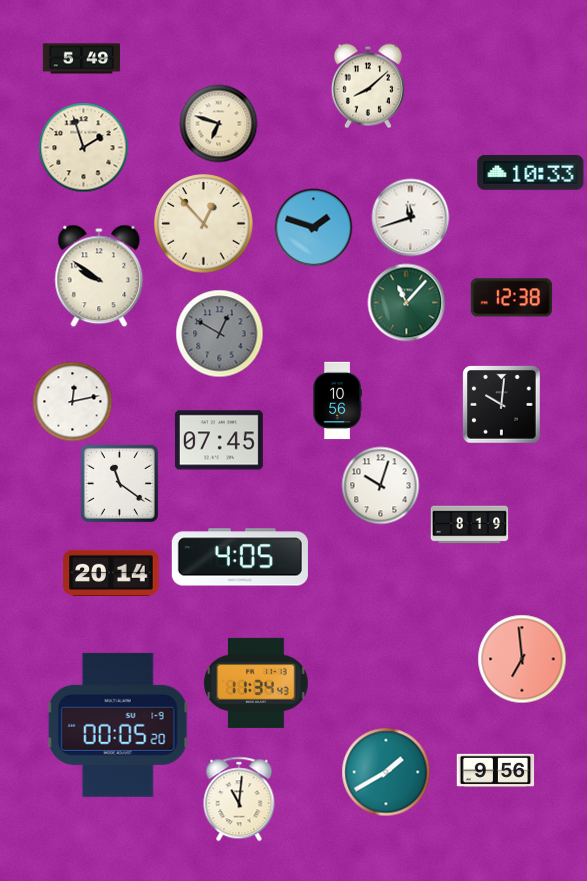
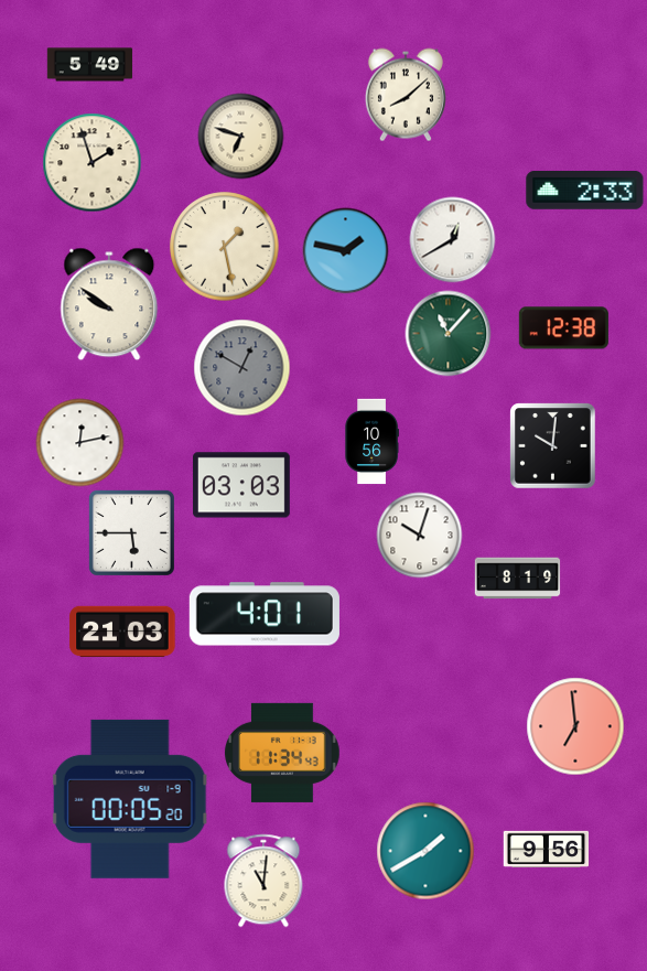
clock at (531, 173): 10:33 -> 2:33
clock at (410, 217): 11:42 -> 12:40
clock at (204, 224): 12:53 -> 1:28
clock at (313, 227): 1:48 -> 1:47
clock at (219, 440): 07:45 -> 03:03
clock at (119, 483): 11:21 -> 5:45
clock at (240, 557): 4:05 -> 4:01
clock at (111, 572): 20:14 -> 21:03
